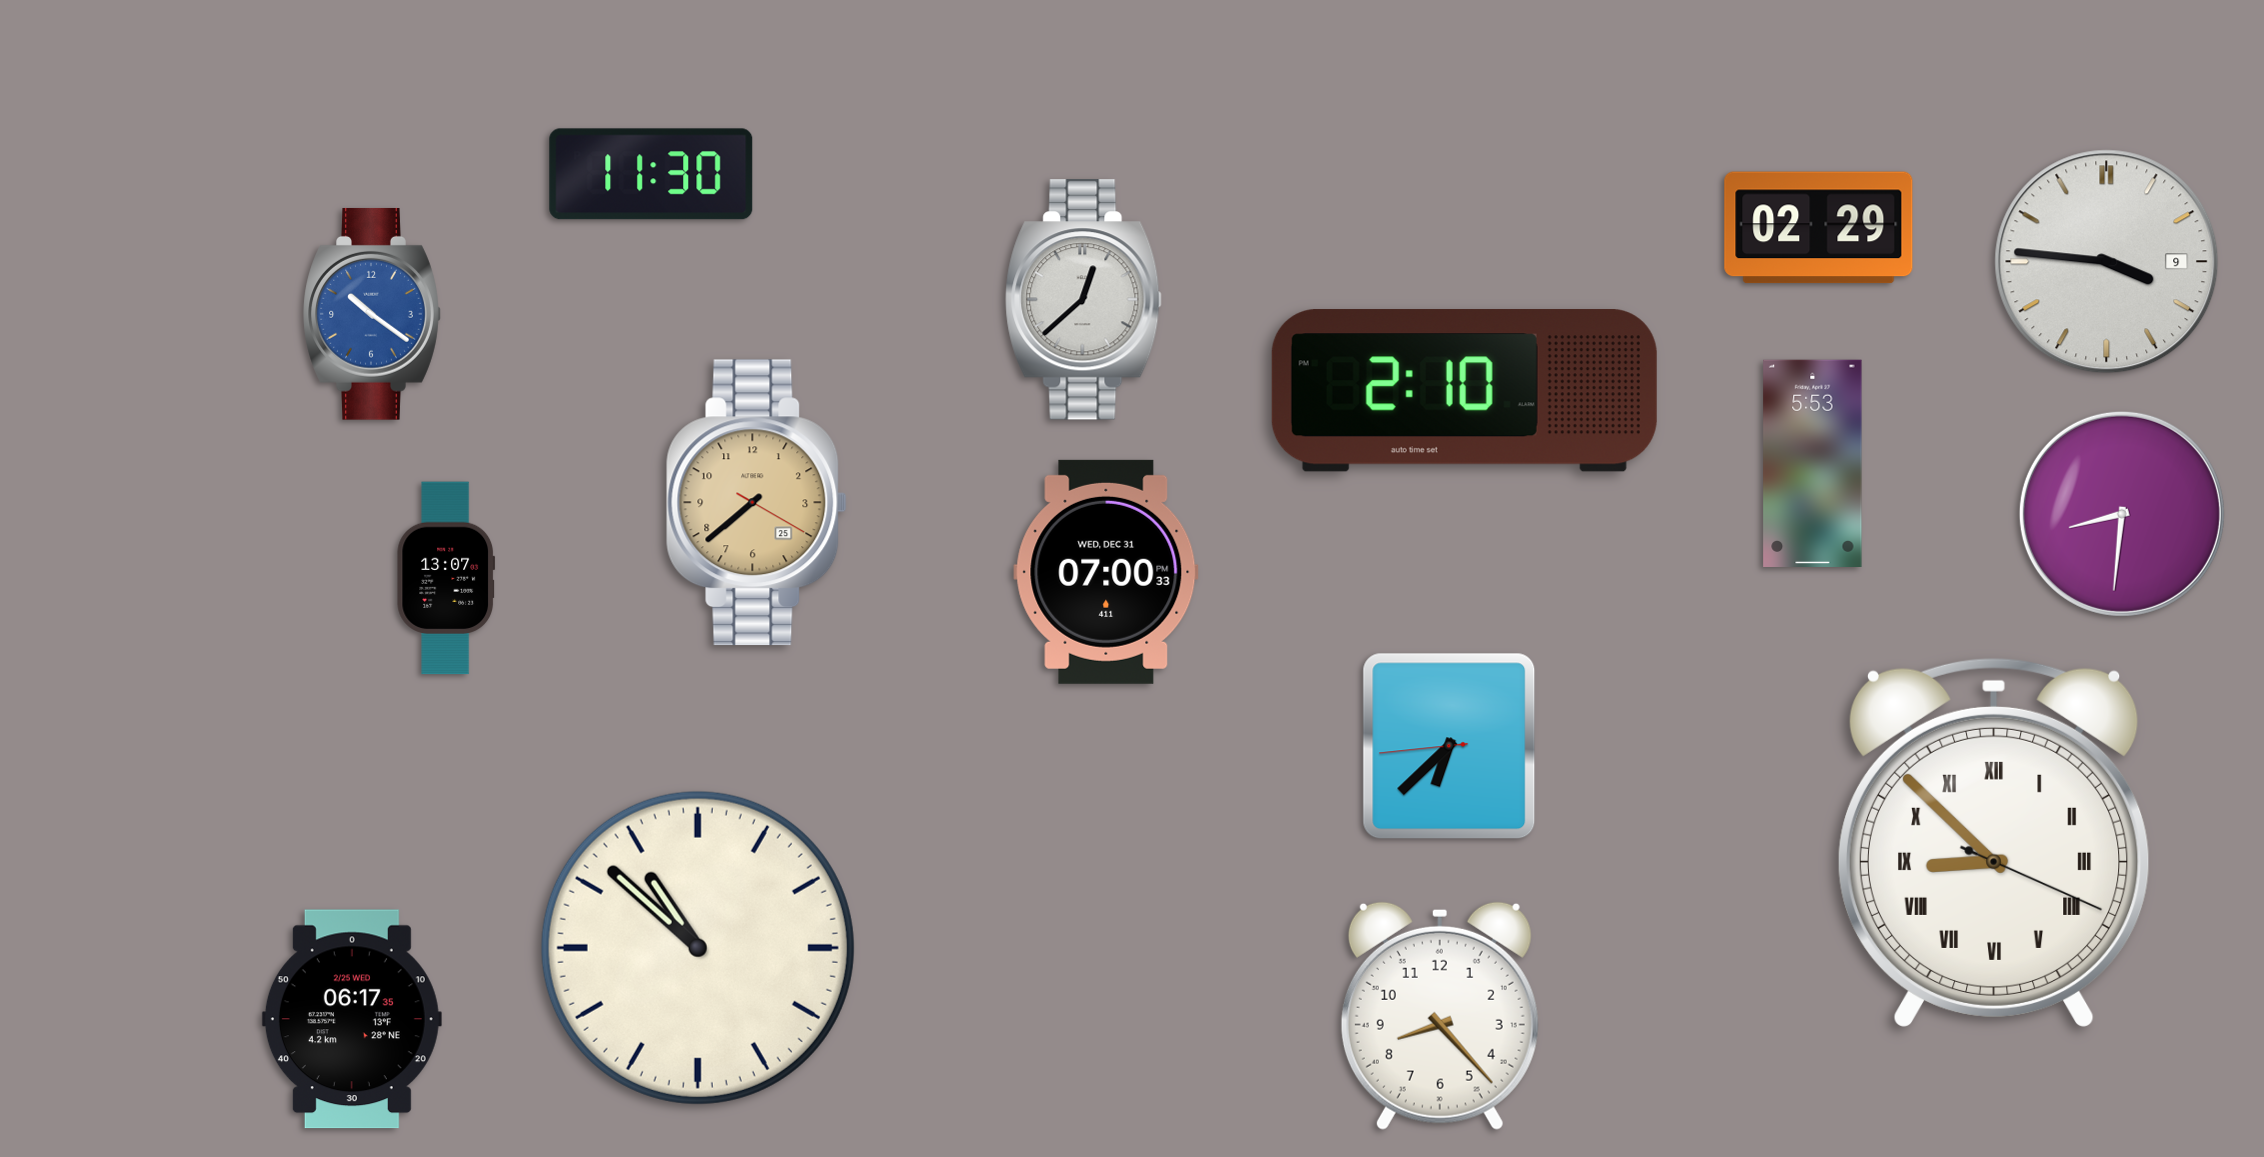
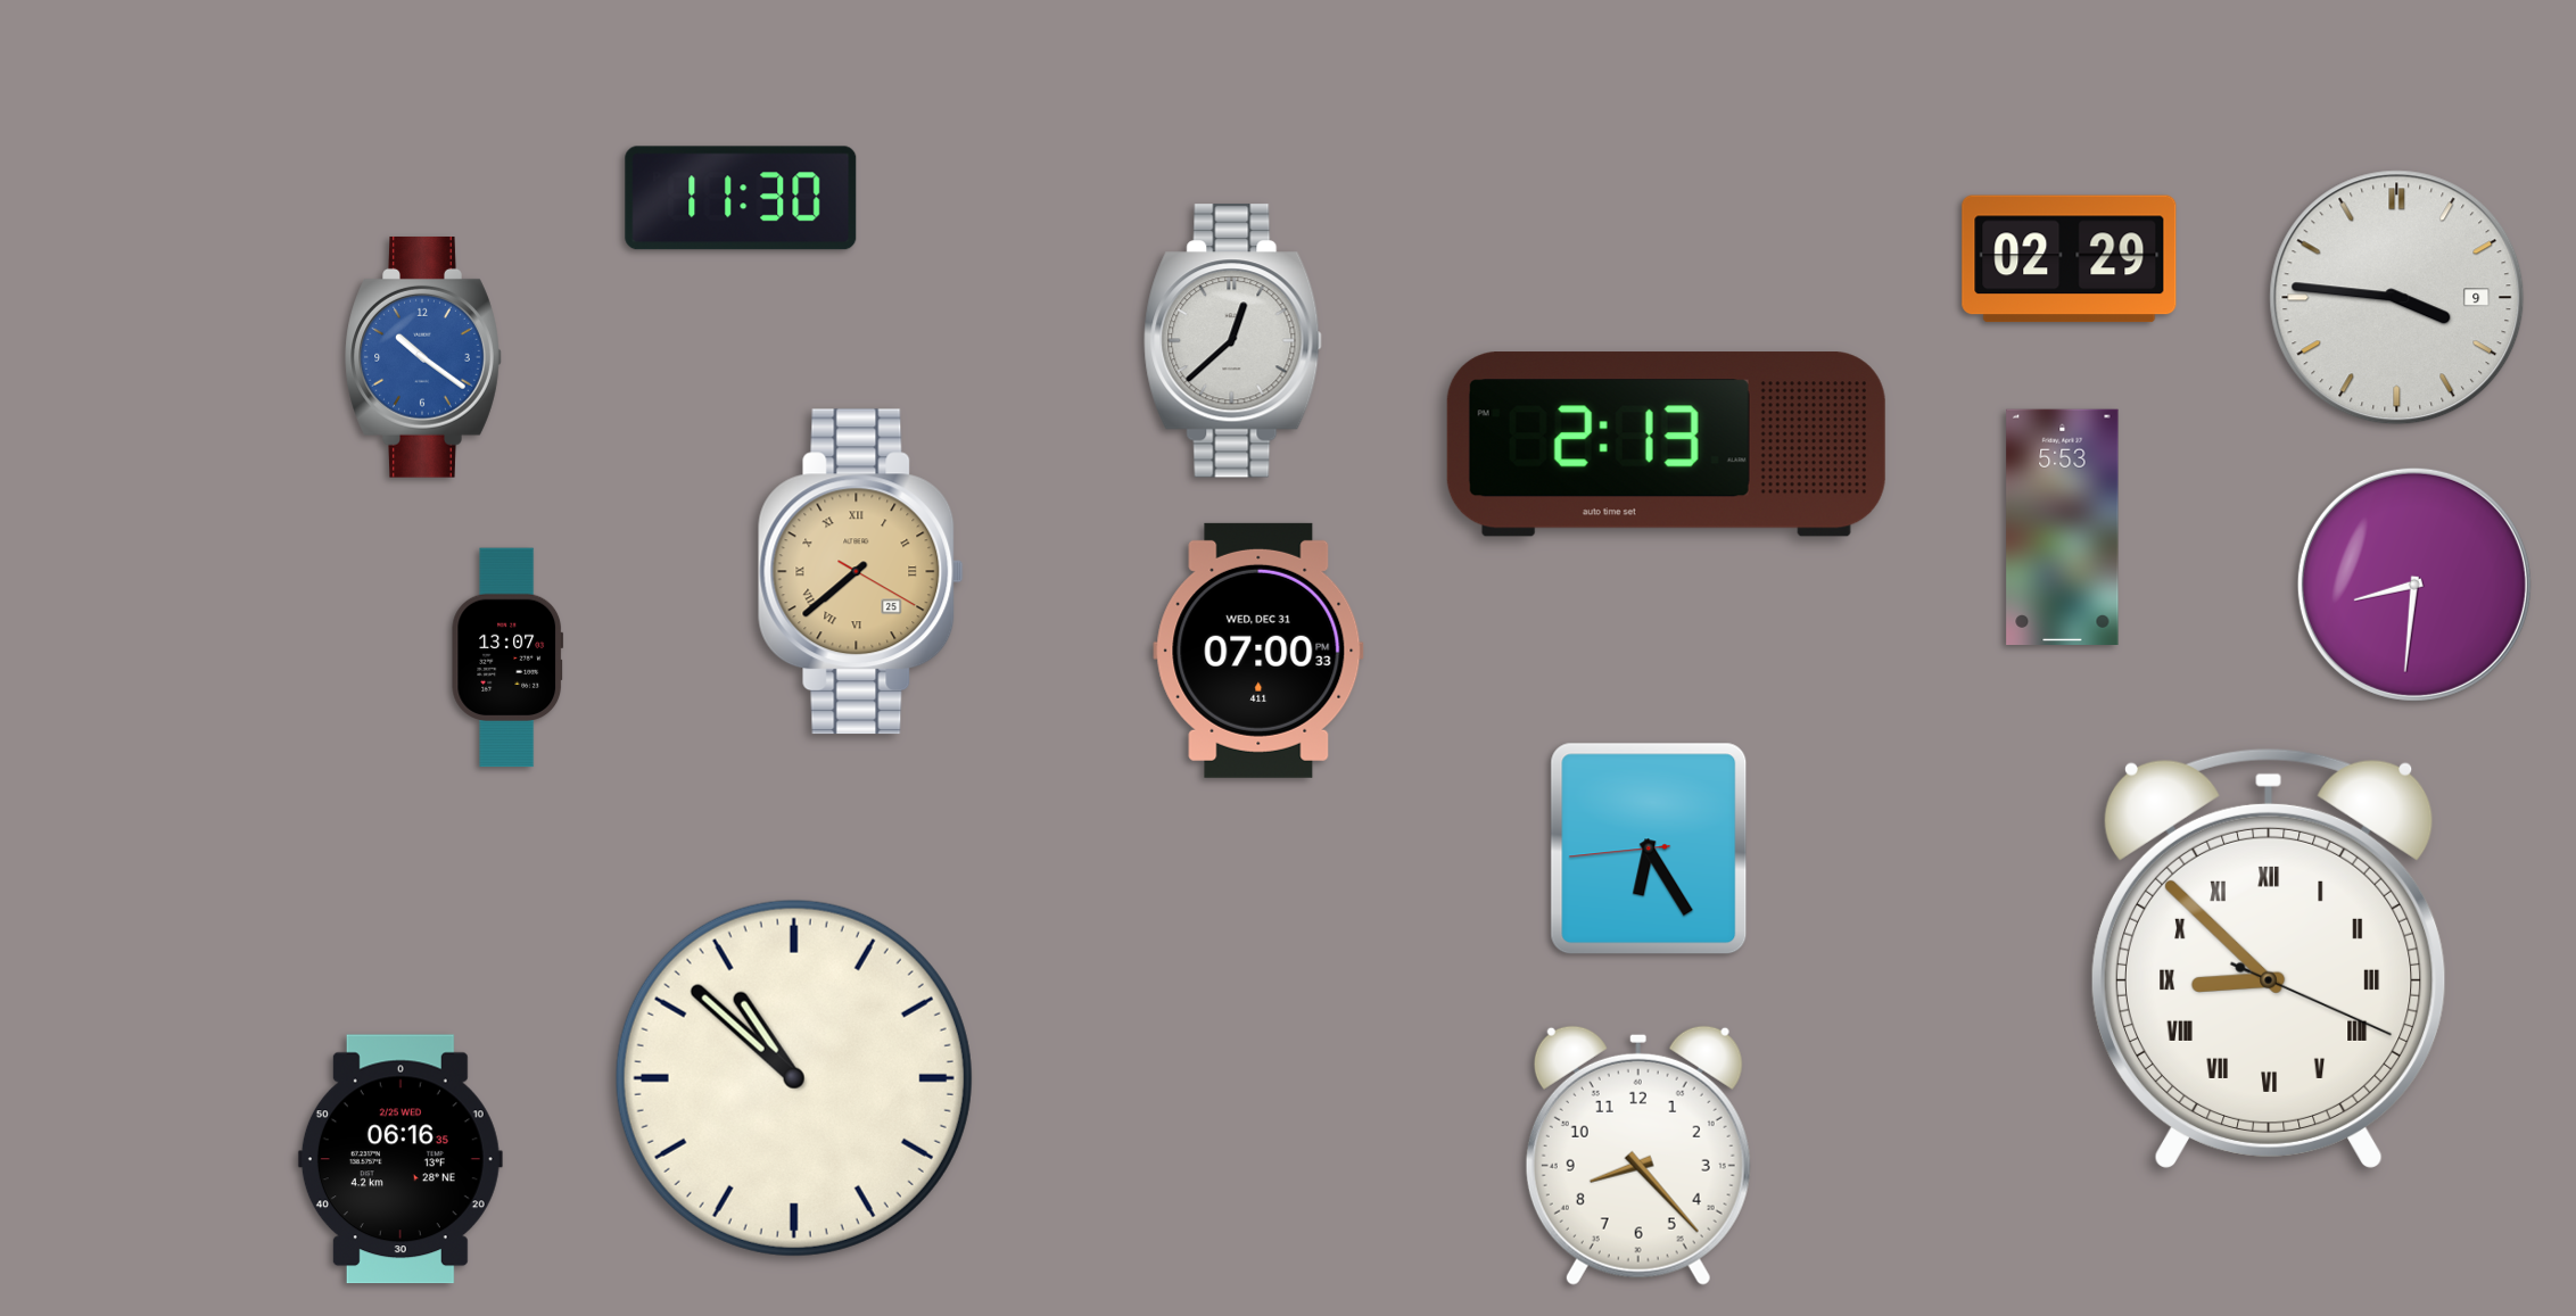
clock at (1464, 391): 2:10 -> 2:13
clock at (756, 503) numerals: Arabic -> Roman
clock at (1449, 746): 6:37 -> 6:24
clock at (352, 1019): 06:17 -> 06:16
